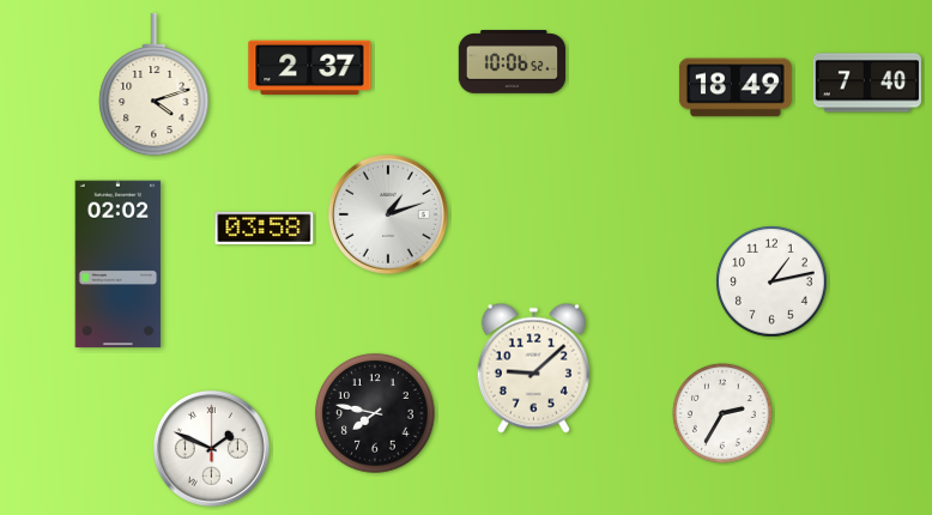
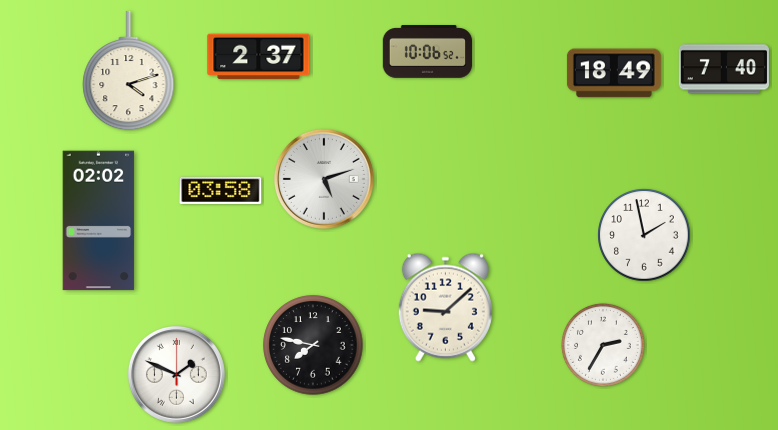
clock at (388, 214): 1:12 -> 5:12
clock at (771, 281): 1:13 -> 1:58
